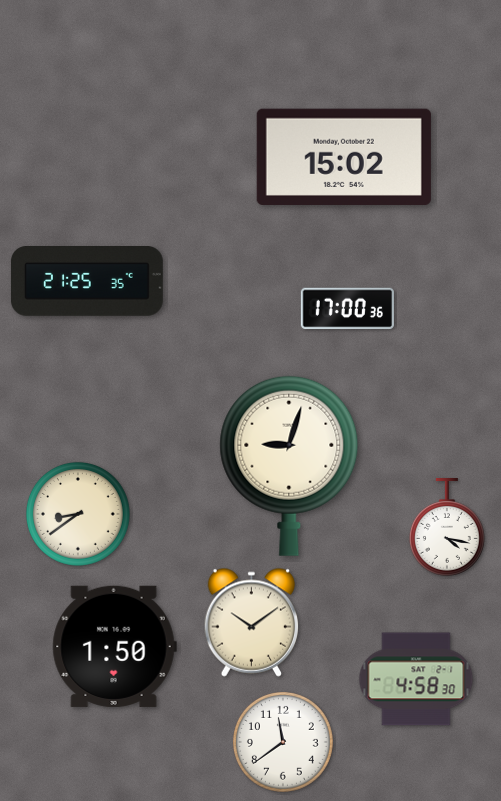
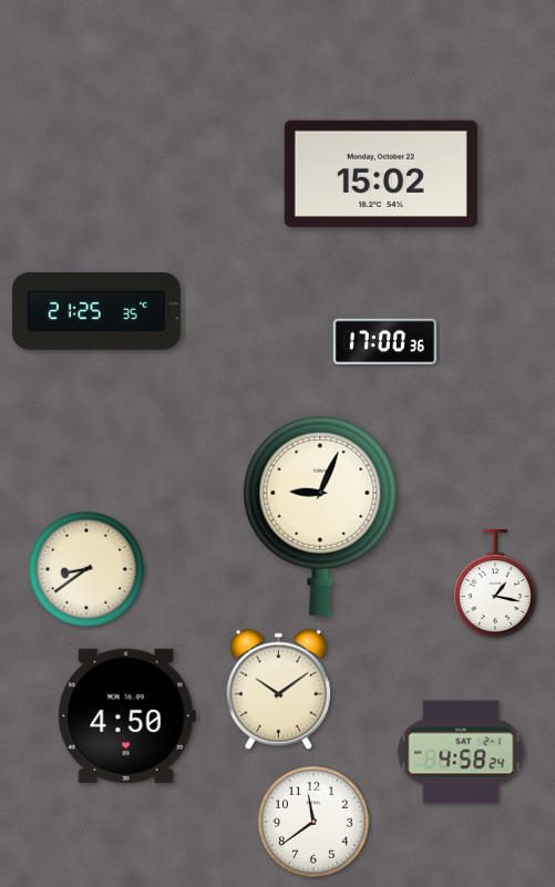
clock at (289, 466): 9:03 -> 9:04
clock at (447, 528): 4:17 -> 1:17
clock at (114, 646): 1:50 -> 4:50
clock at (416, 679): 4:58:30 -> 4:58:24
